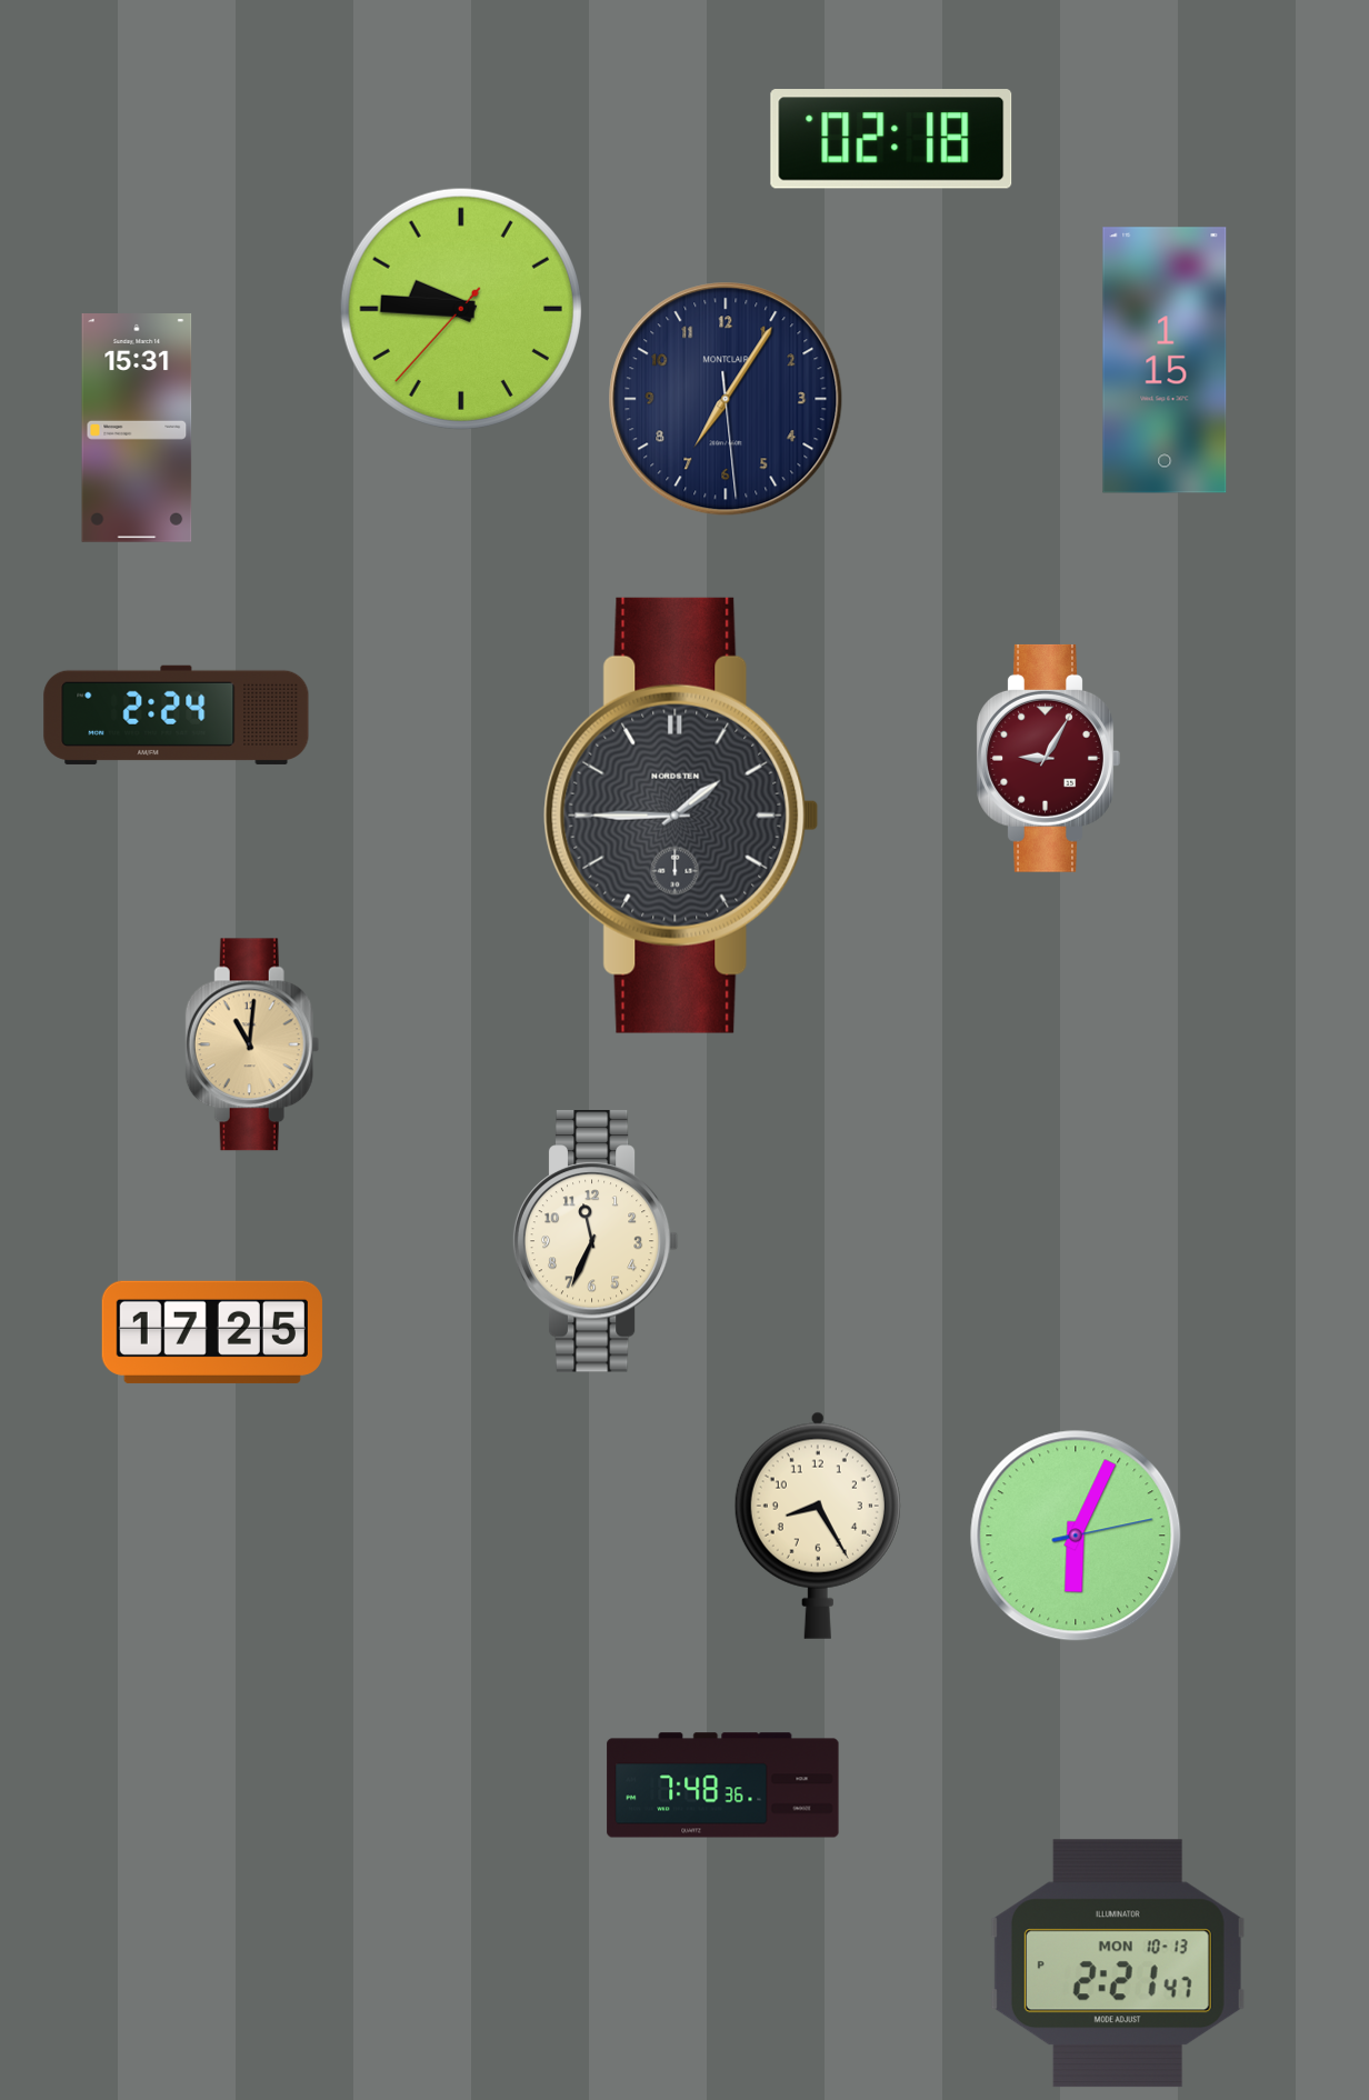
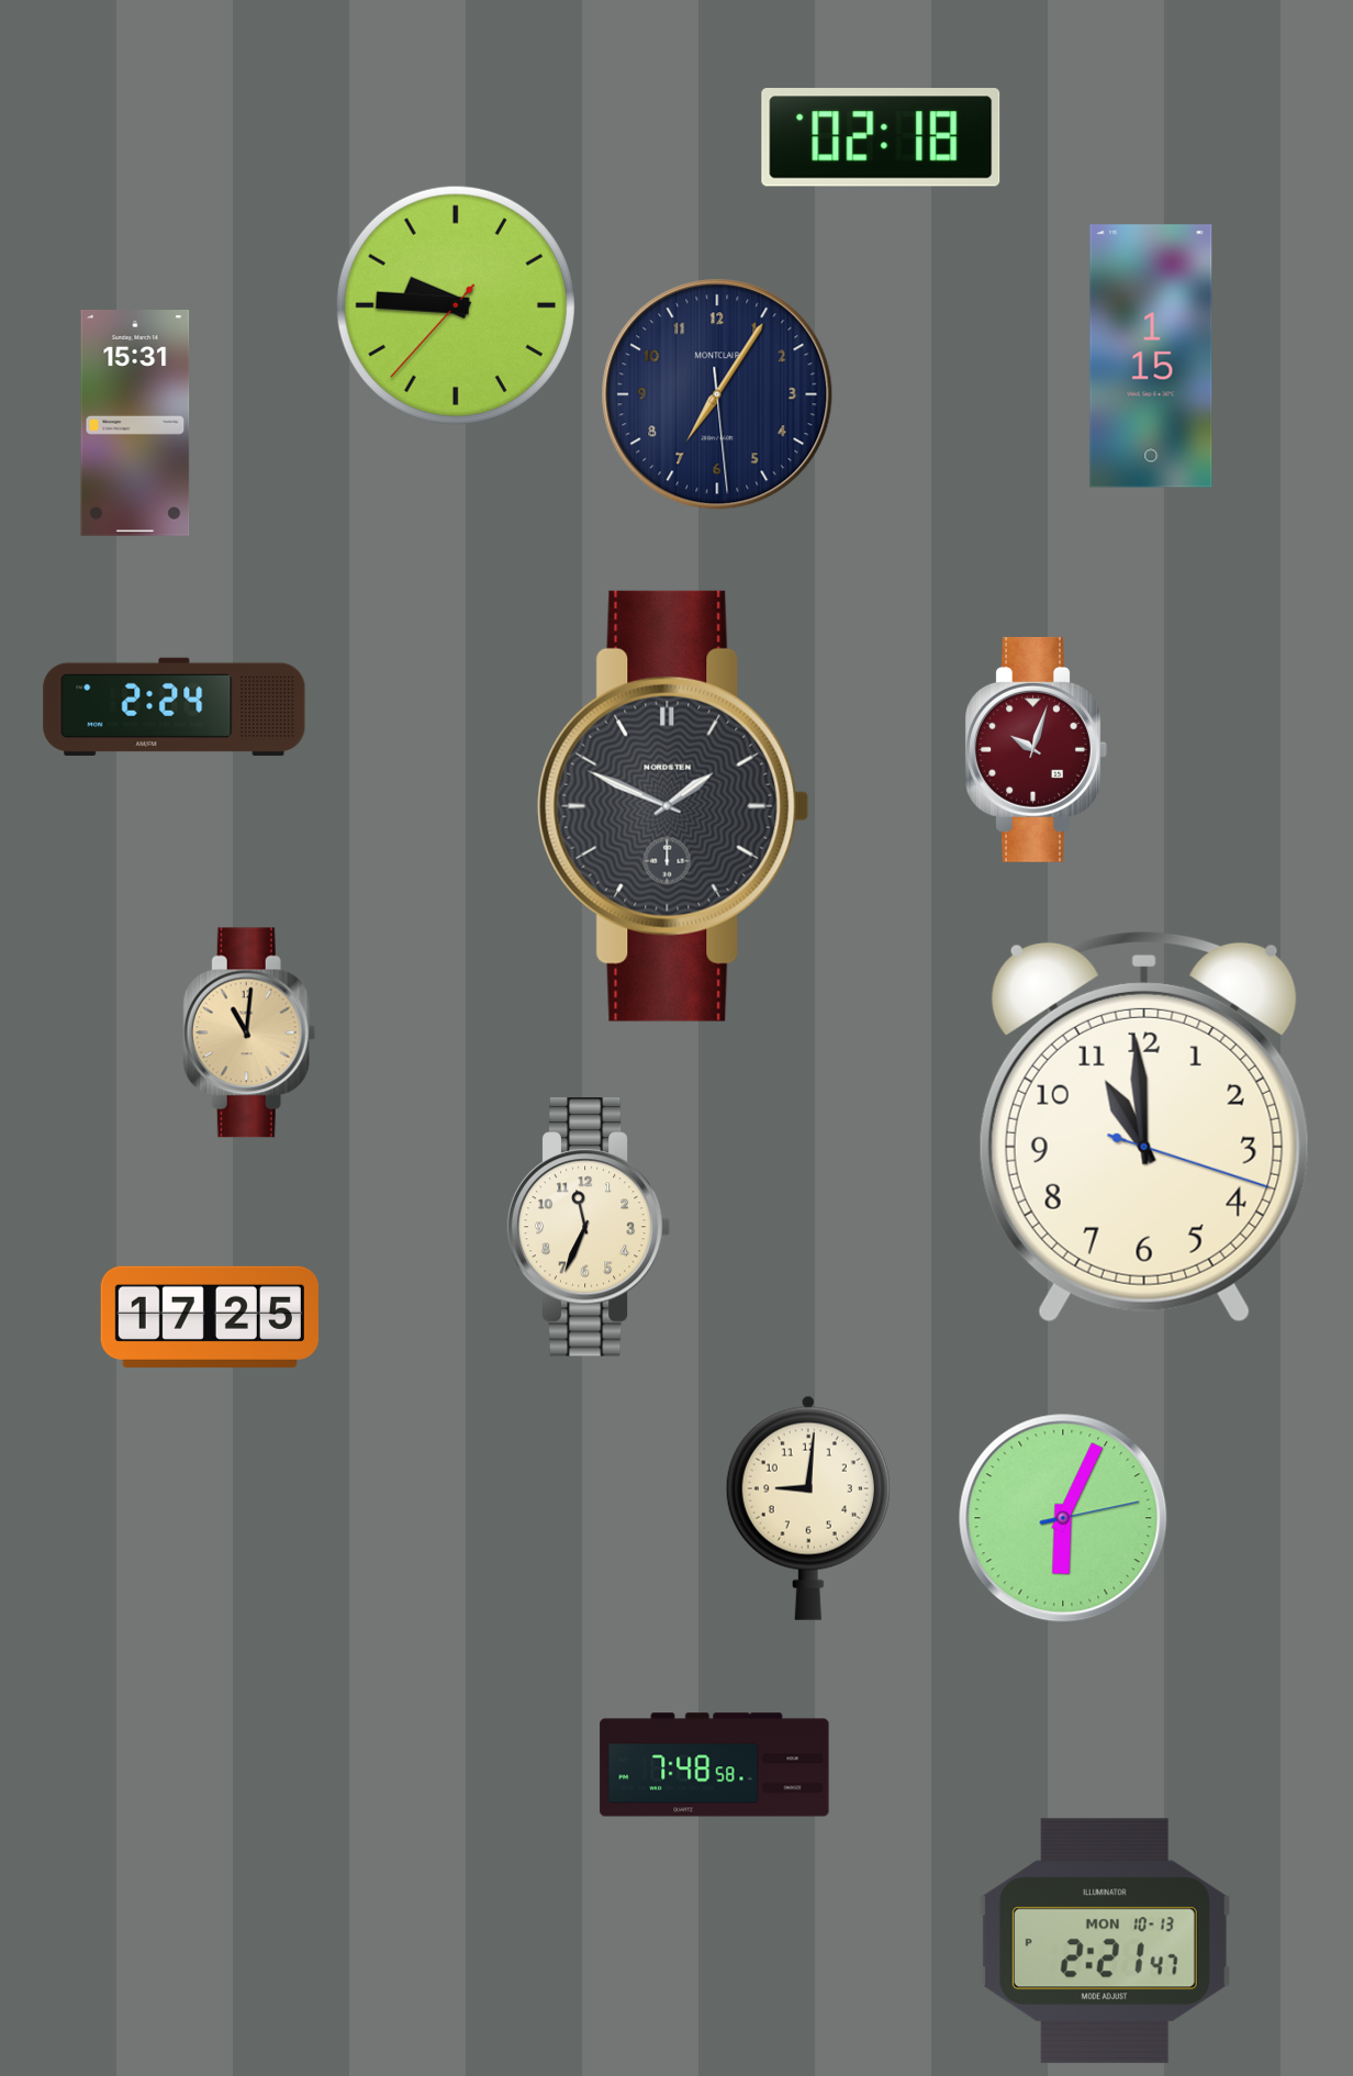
clock at (1048, 758): 9:05 -> 10:03
clock at (681, 816): 1:45 -> 1:49
clock at (1144, 1127): none -> 10:59
clock at (818, 1526): 8:25 -> 9:01
clock at (723, 1786): 7:48:36 -> 7:48:58
